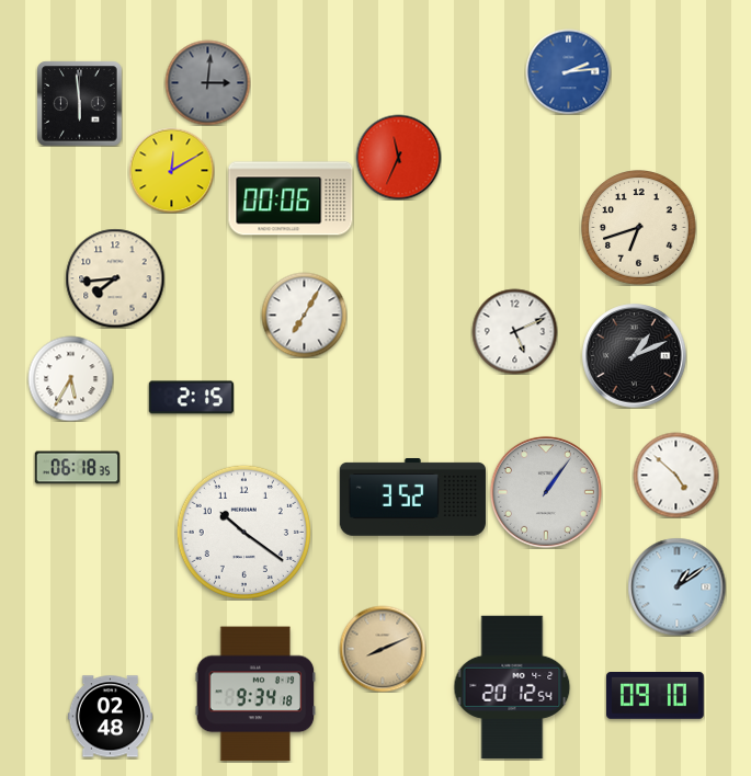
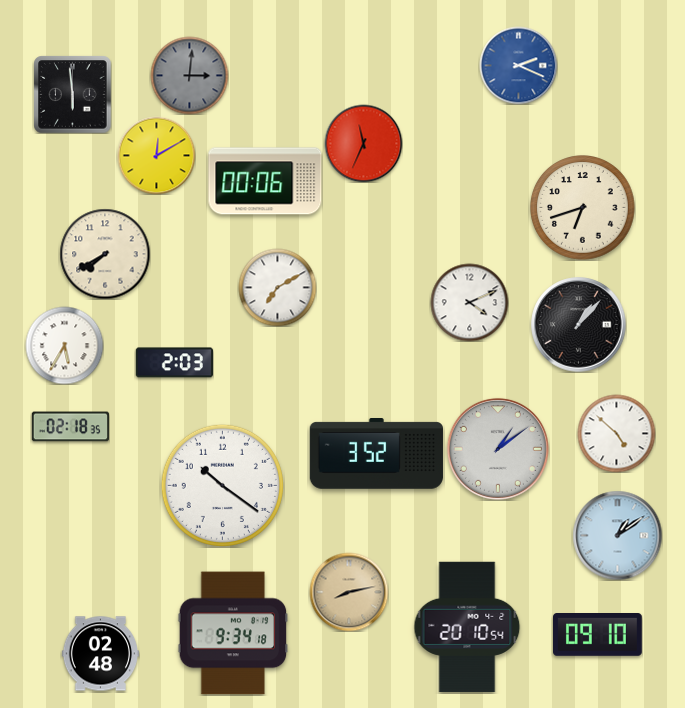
clock at (568, 71): 2:14 -> 2:19
clock at (115, 278): 7:44 -> 7:40
clock at (304, 315): 7:05 -> 7:10
clock at (514, 331): 5:11 -> 4:11
clock at (635, 356): 1:11 -> 1:07
clock at (191, 398): 2:15 -> 2:03
clock at (77, 468): 06:18 -> 02:18
clock at (546, 492): 1:06 -> 1:09
clock at (383, 649): 8:11 -> 8:13
clock at (512, 687): 20:12 -> 20:10
